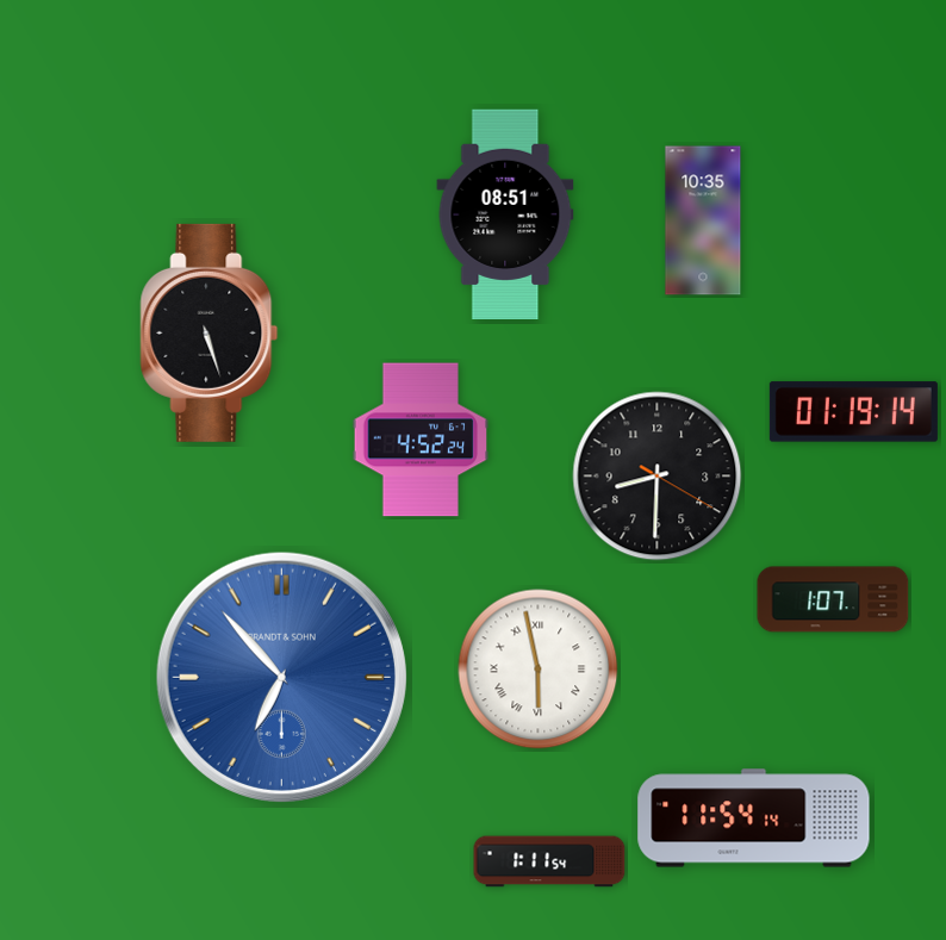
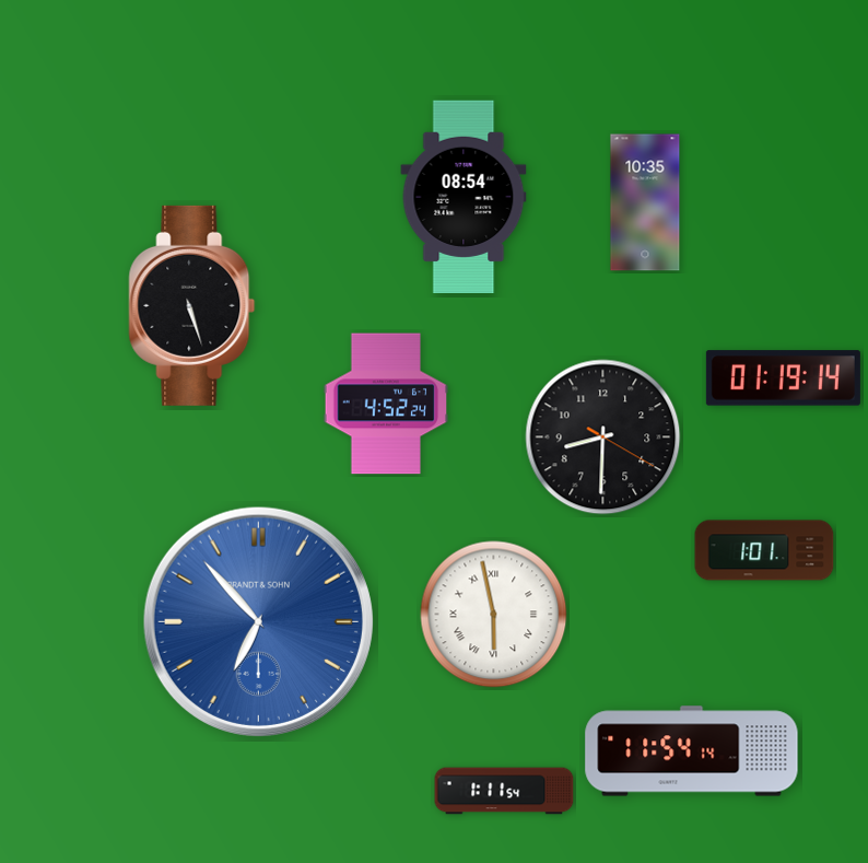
clock at (505, 213): 08:51 -> 08:54
clock at (833, 599): 1:07 -> 1:01
